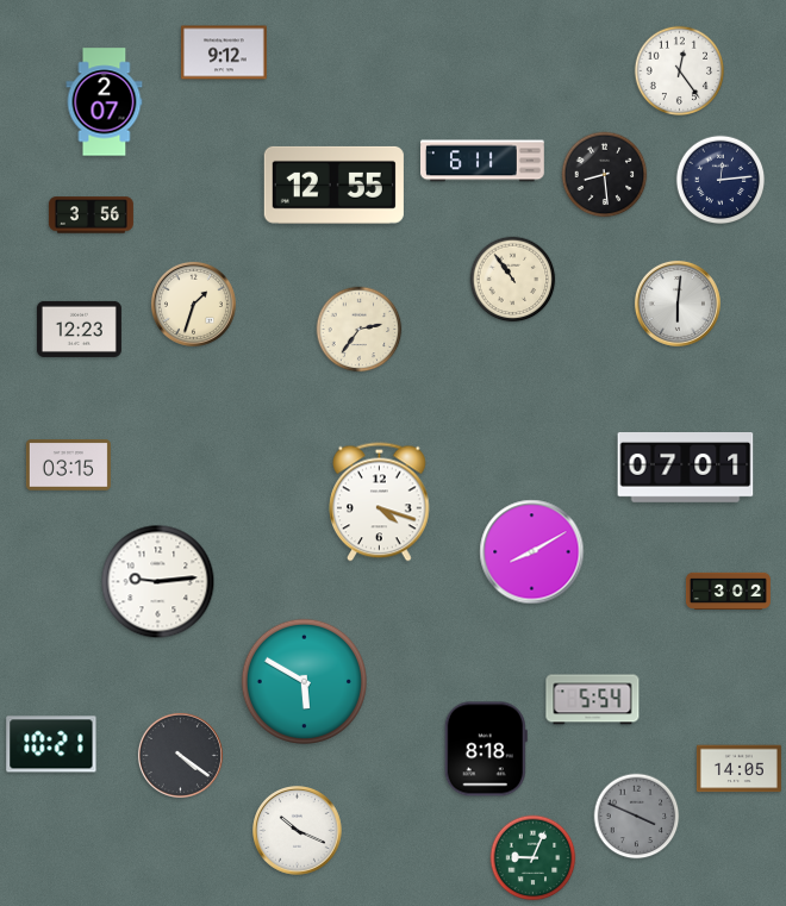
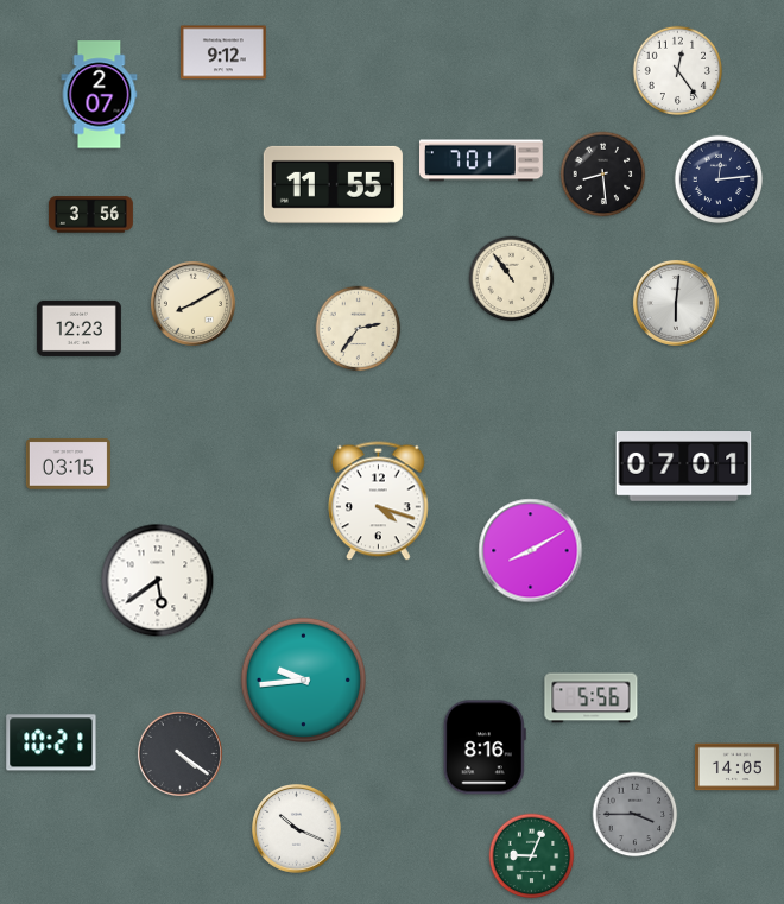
clock at (105, 102) position: (105, 102) -> (100, 95)
clock at (484, 161): 6:11 -> 7:01
clock at (333, 185): 12:55 -> 11:55
clock at (193, 304): 1:33 -> 8:10
clock at (158, 582): 9:14 -> 5:39
clock at (728, 591): 3:02 -> none
clock at (304, 681): 5:50 -> 9:44
clock at (593, 700): 5:54 -> 5:56
clock at (486, 749): 8:18 -> 8:16
clock at (637, 817): 3:49 -> 3:45
